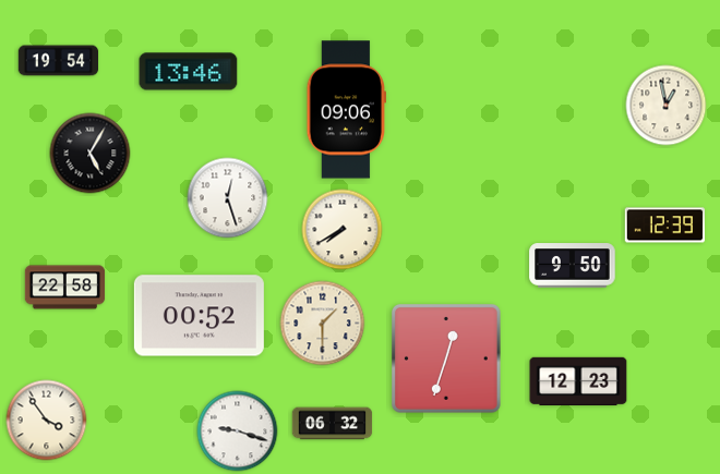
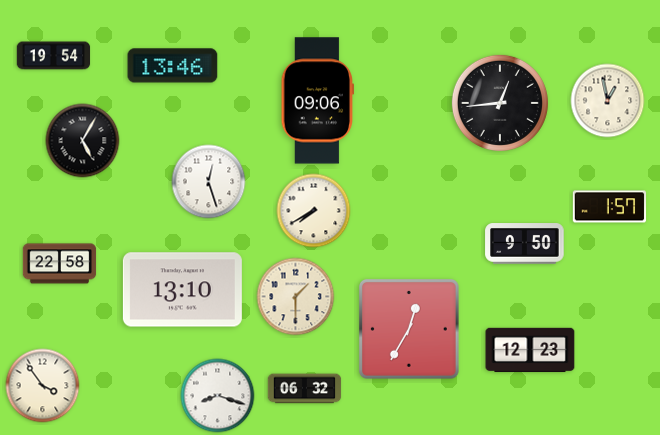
clock at (667, 106) position: (667, 106) -> (608, 101)
clock at (500, 103): none -> 12:44
clock at (665, 226): 12:39 -> 1:57
clock at (199, 316): 00:52 -> 13:10
clock at (446, 358): 12:33 -> 12:35
clock at (238, 432): 9:18 -> 8:18
